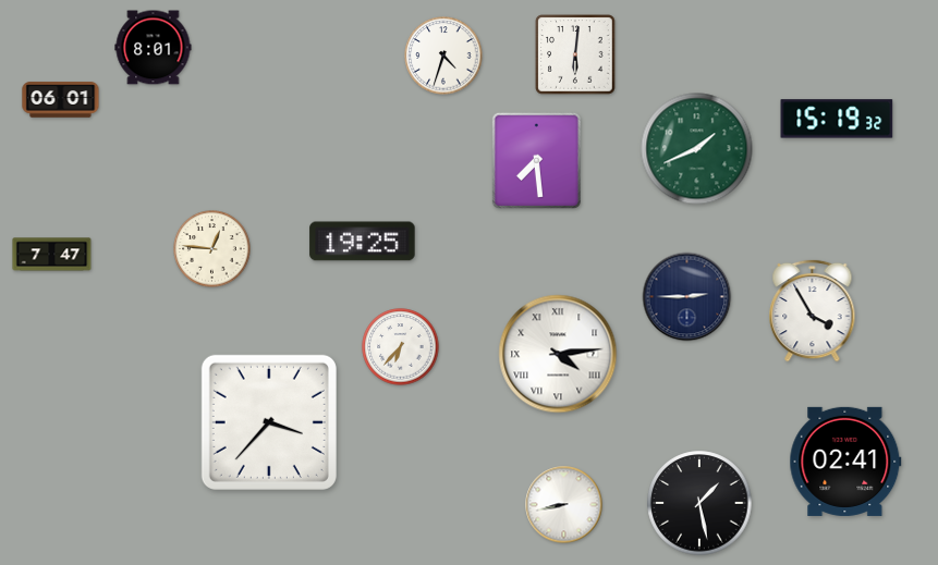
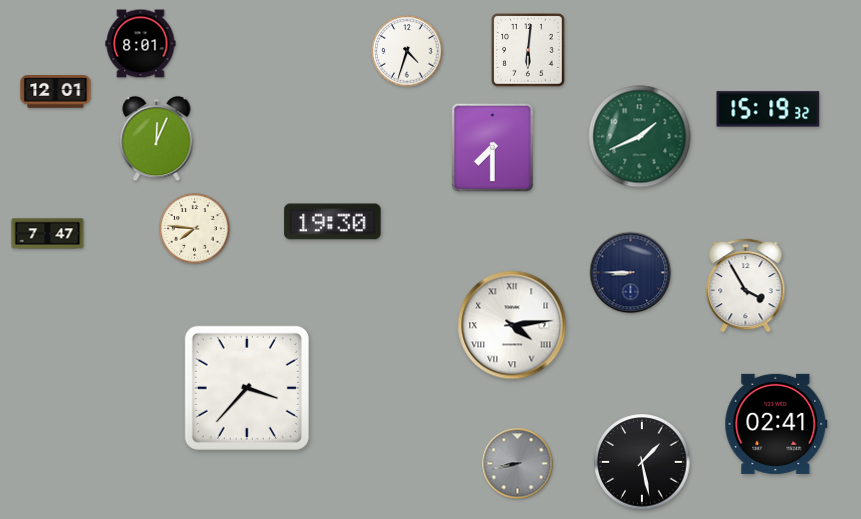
clock at (61, 100): 06:01 -> 12:01
clock at (157, 139): none -> 12:04
clock at (536, 160): 7:29 -> 7:30
clock at (363, 242): 19:25 -> 19:30
clock at (212, 249): 12:46 -> 7:46
clock at (687, 297): 2:45 -> 8:45
clock at (401, 347): 6:37 -> none
clock at (564, 505) dial: white -> grey
